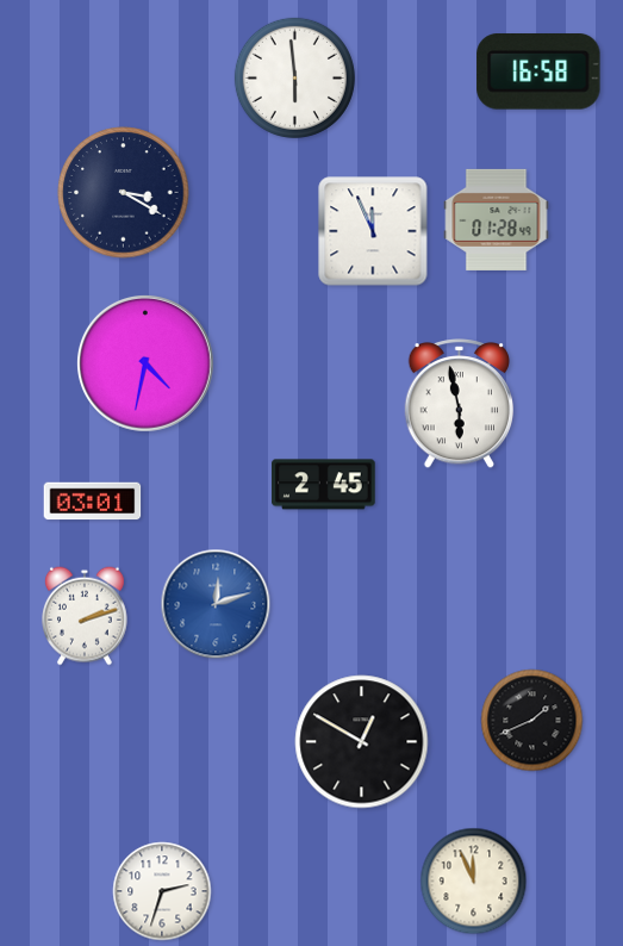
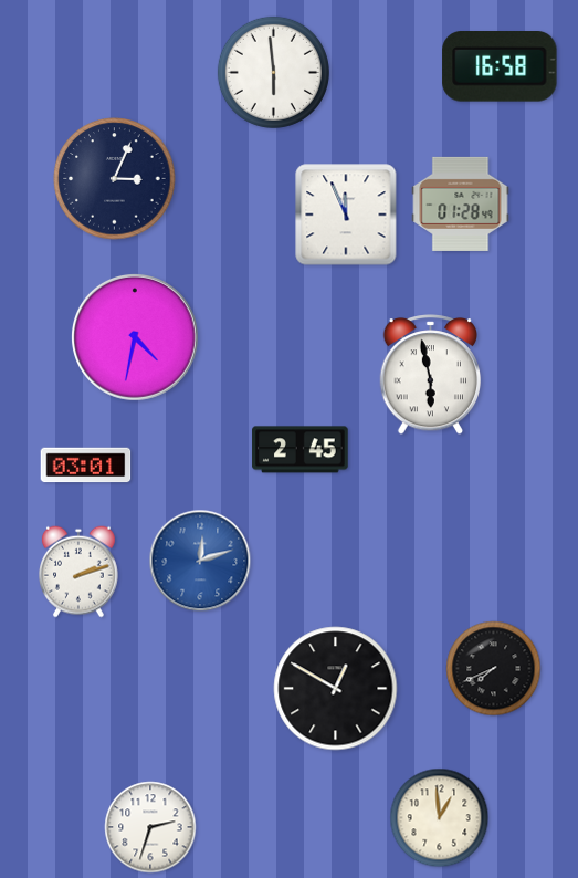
clock at (124, 193): 3:20 -> 3:04
clock at (460, 404) position: (460, 404) -> (431, 375)
clock at (532, 721): 1:41 -> 7:41
clock at (474, 882): 11:56 -> 12:59
